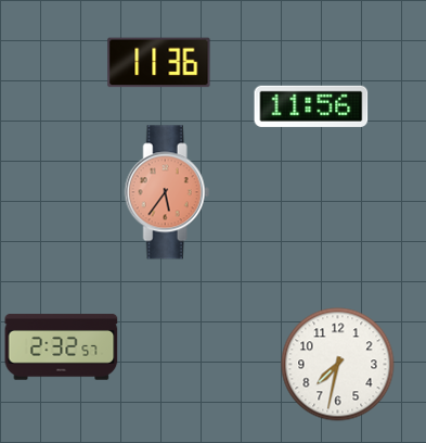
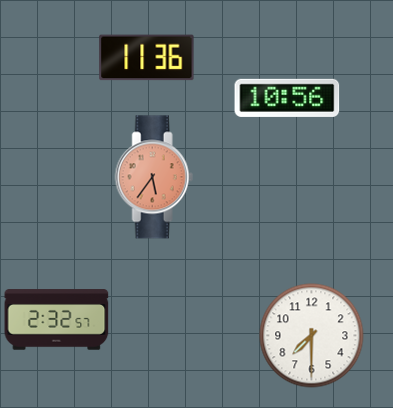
clock at (311, 106): 11:56 -> 10:56
clock at (338, 365): 7:32 -> 7:30
